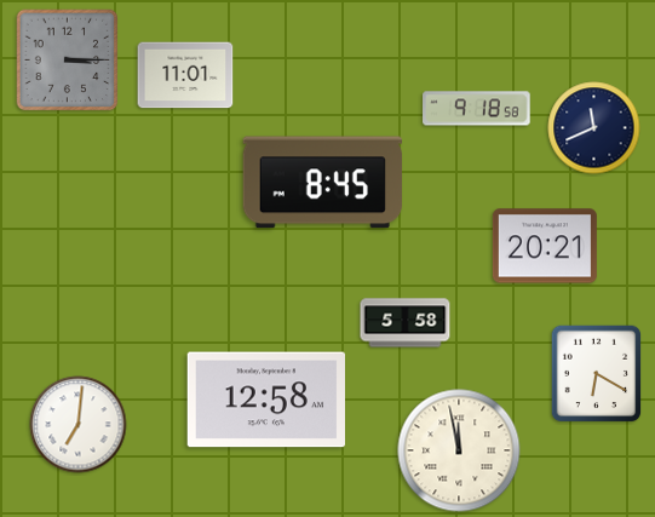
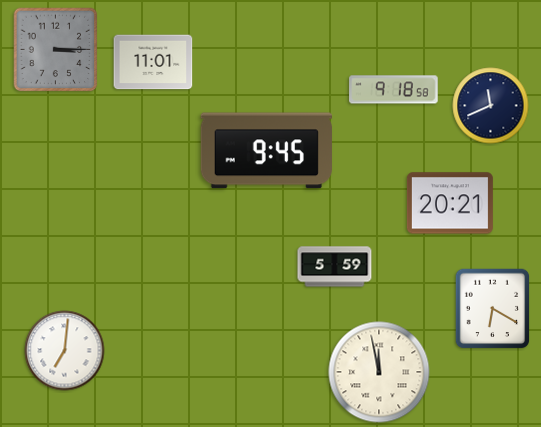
clock at (322, 183): 8:45 -> 9:45
clock at (406, 323): 5:58 -> 5:59
clock at (265, 400): 12:58 -> none
